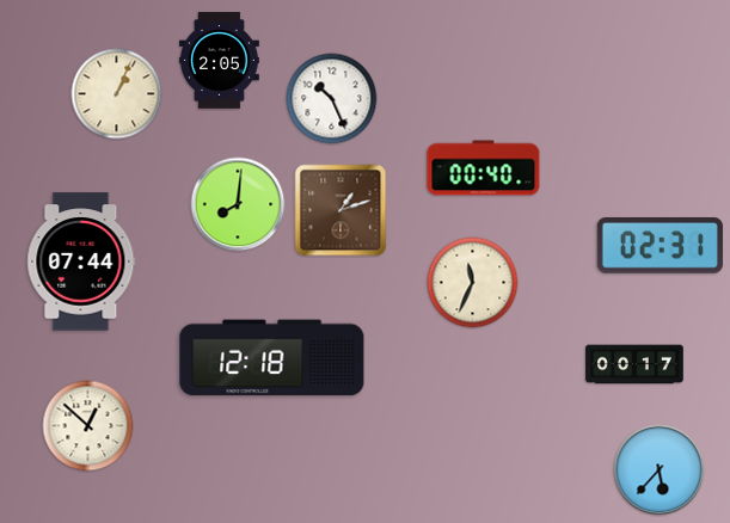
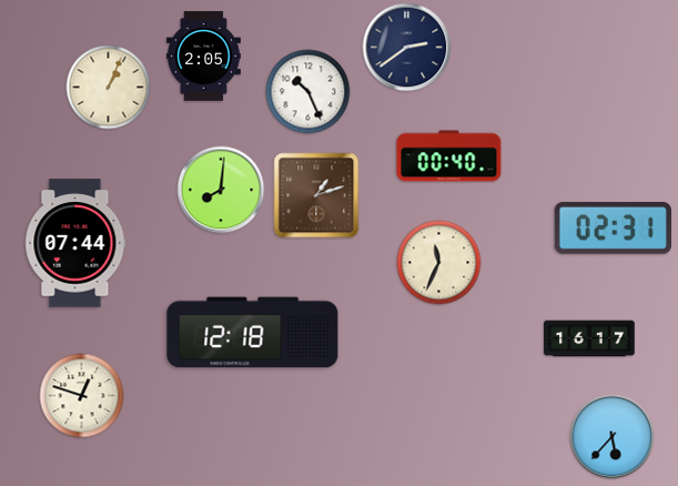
clock at (407, 48): none -> 2:39
clock at (634, 364): 00:17 -> 16:17
clock at (88, 426): 12:52 -> 12:48
